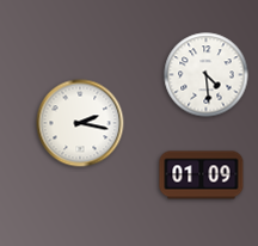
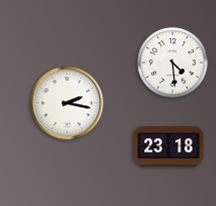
clock at (202, 176): 01:09 -> 23:18
